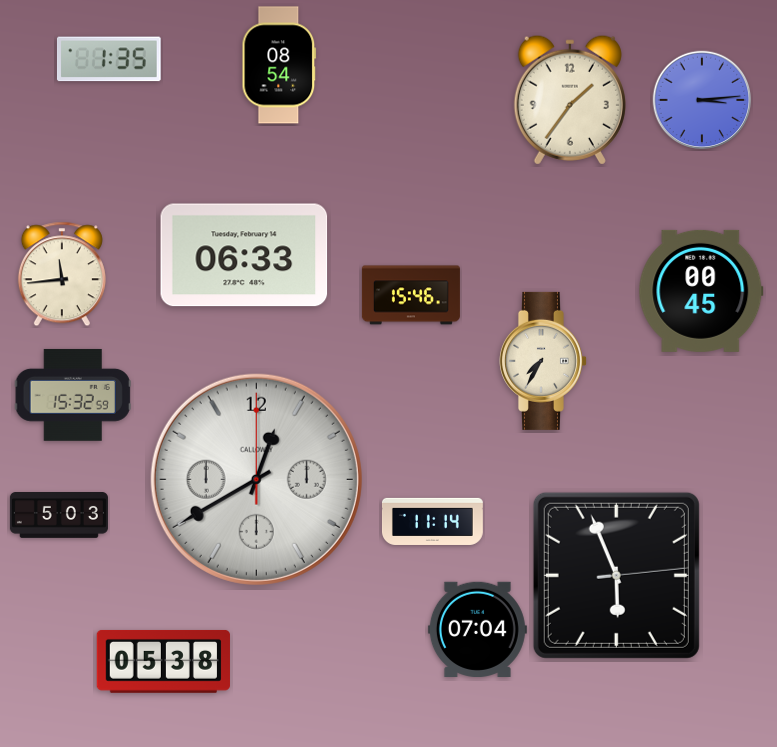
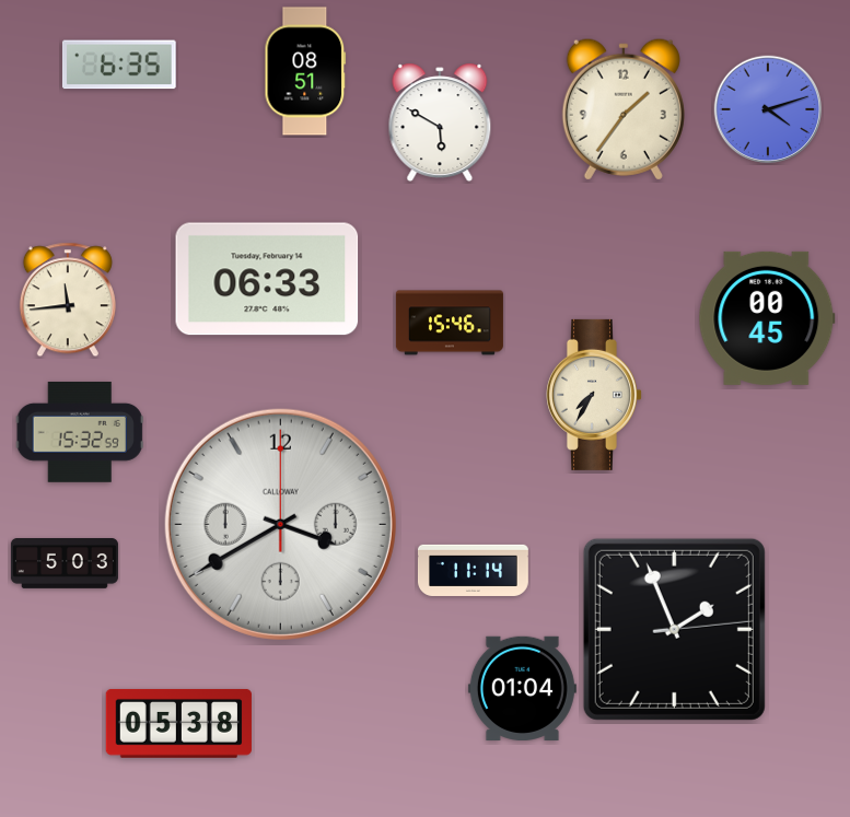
clock at (109, 59): 1:35 -> 6:35
clock at (279, 65): 08:54 -> 08:51
clock at (702, 100): 3:14 -> 4:12
clock at (440, 122): none -> 5:50
clock at (256, 479): 12:40 -> 3:40
clock at (616, 575): 5:56 -> 1:56
clock at (477, 629): 07:04 -> 01:04
